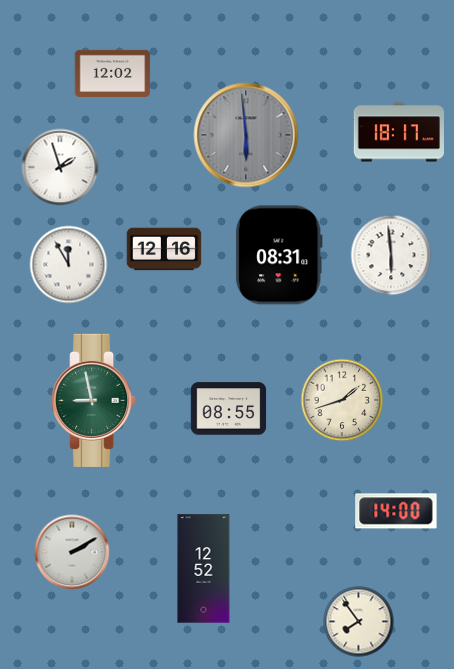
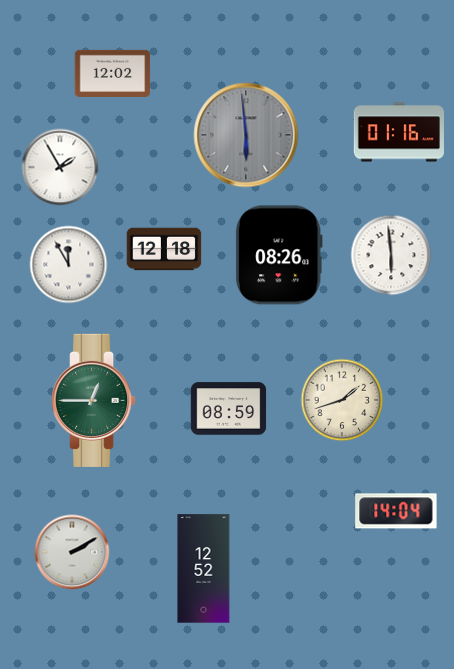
clock at (398, 132): 18:17 -> 01:16
clock at (60, 167): 1:57 -> 1:55
clock at (164, 249): 12:16 -> 12:18
clock at (279, 255): 08:31 -> 08:26
clock at (94, 400): 8:58 -> 12:45
clock at (229, 409): 08:55 -> 08:59
clock at (396, 511): 14:00 -> 14:04
clock at (359, 622): 7:54 -> none
